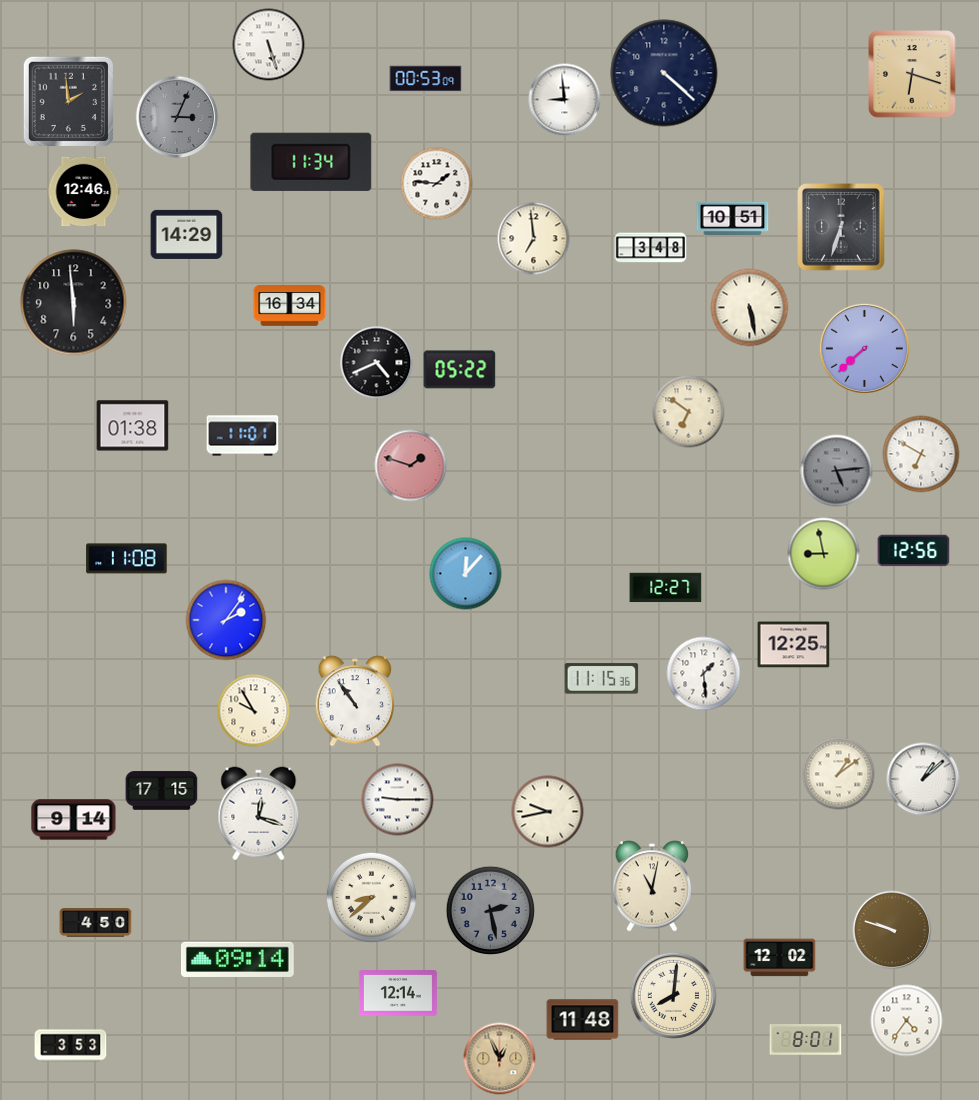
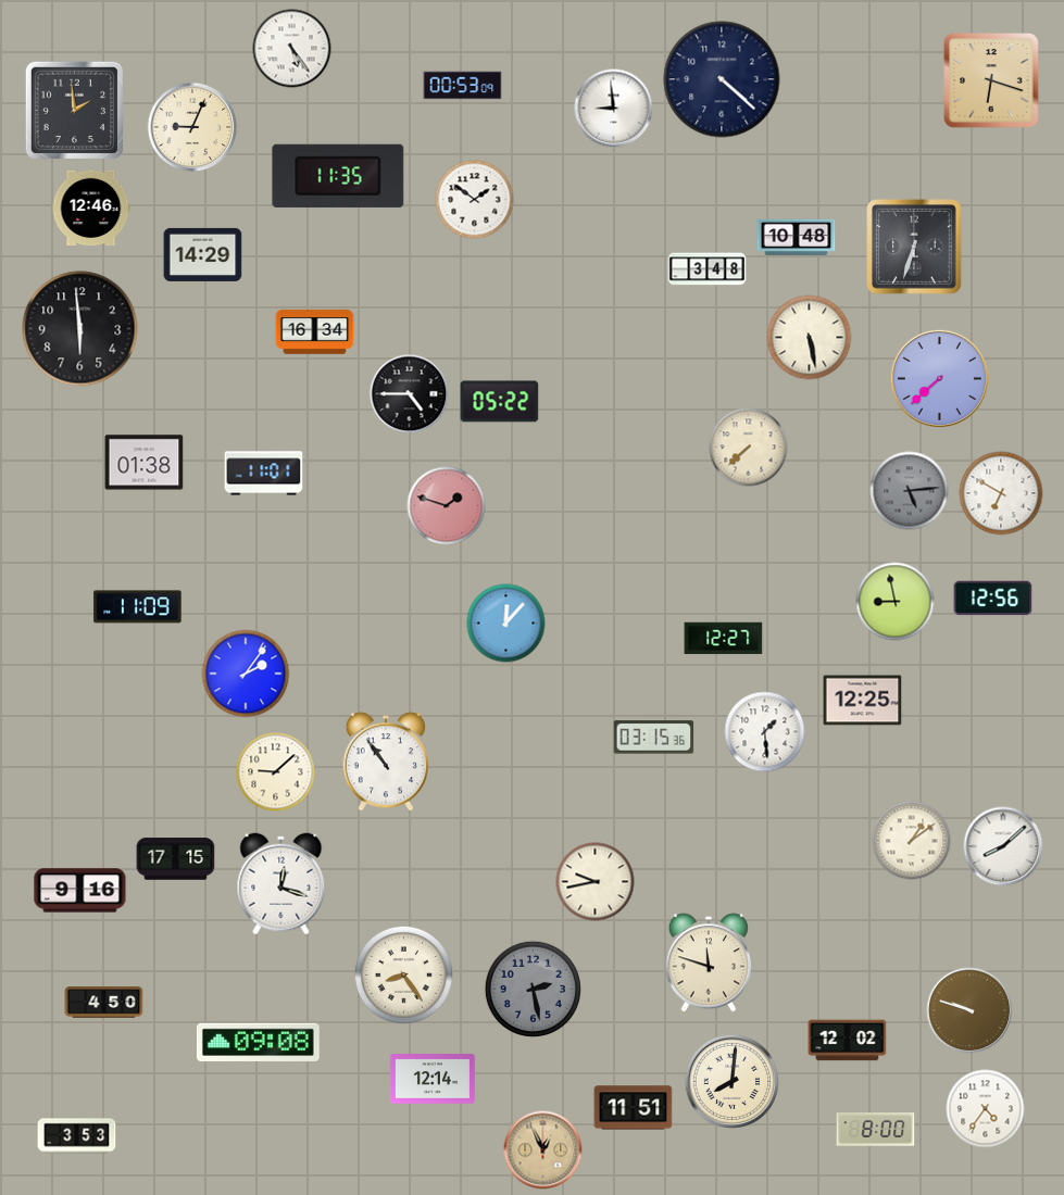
clock at (269, 45): 5:27 -> 5:24
clock at (177, 117): 3:04 -> 9:04
clock at (177, 117) dial: grey -> cream
clock at (311, 162): 11:34 -> 11:35
clock at (437, 184): 1:46 -> 1:51
clock at (733, 218): 10:51 -> 10:48
clock at (534, 239): 6:59 -> none
clock at (750, 308) position: (750, 308) -> (810, 338)
clock at (377, 363): 4:41 -> 4:45
clock at (689, 412): 6:51 -> 7:38
clock at (837, 471) position: (837, 471) -> (910, 491)
clock at (127, 559): 11:08 -> 11:09
clock at (602, 679): 11:15 -> 03:15
clock at (254, 711): 9:55 -> 9:08
clock at (923, 779): 1:08 -> 8:08
clock at (398, 800): 9:15 -> none
clock at (74, 820): 9:14 -> 9:16
clock at (651, 886): 11:02 -> 11:48
clock at (371, 897): 8:38 -> 8:24
clock at (237, 959): 09:14 -> 09:08
clock at (583, 1020): 11:48 -> 11:51
clock at (806, 1040): 8:01 -> 8:00
